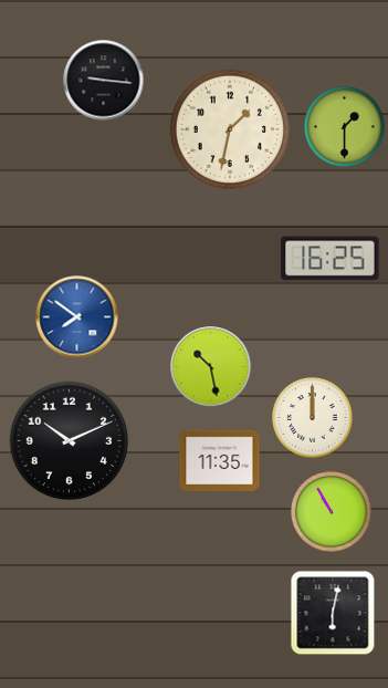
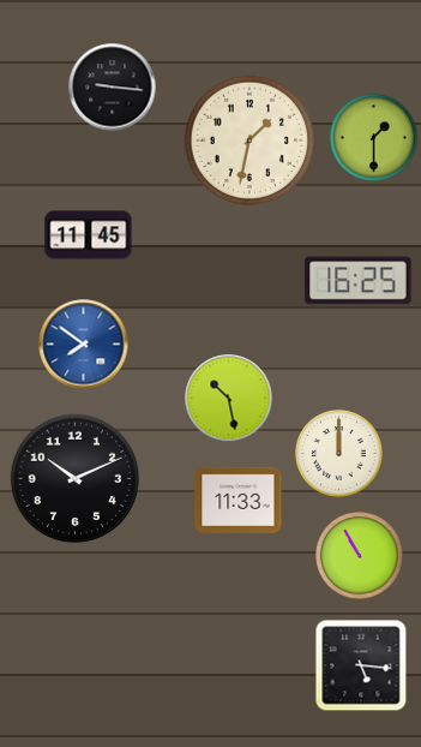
clock at (89, 235): none -> 11:45
clock at (220, 460): 11:35 -> 11:33
clock at (333, 613): 6:02 -> 5:16
